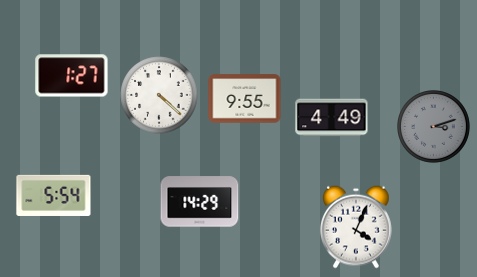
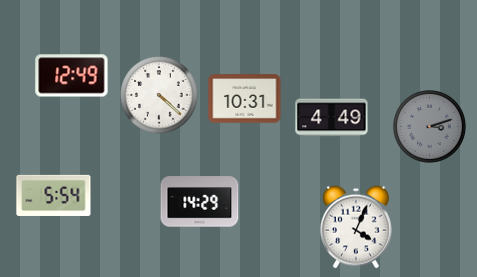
clock at (72, 76): 1:27 -> 12:49
clock at (245, 99): 9:55 -> 10:31
clock at (434, 127) position: (434, 127) -> (430, 127)
